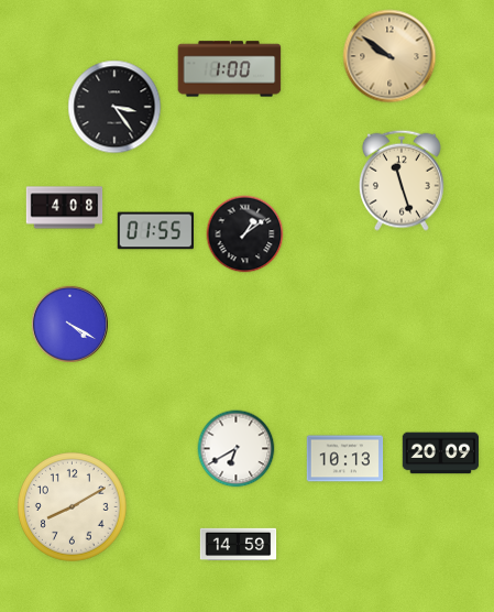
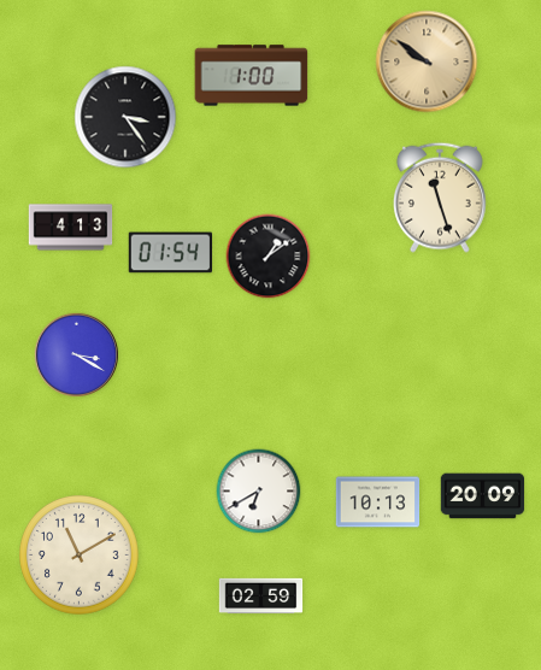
clock at (65, 208): 4:08 -> 4:13
clock at (156, 231): 01:55 -> 01:54
clock at (69, 324): 4:20 -> 3:20
clock at (73, 507): 8:10 -> 11:10
clock at (239, 545): 14:59 -> 02:59
